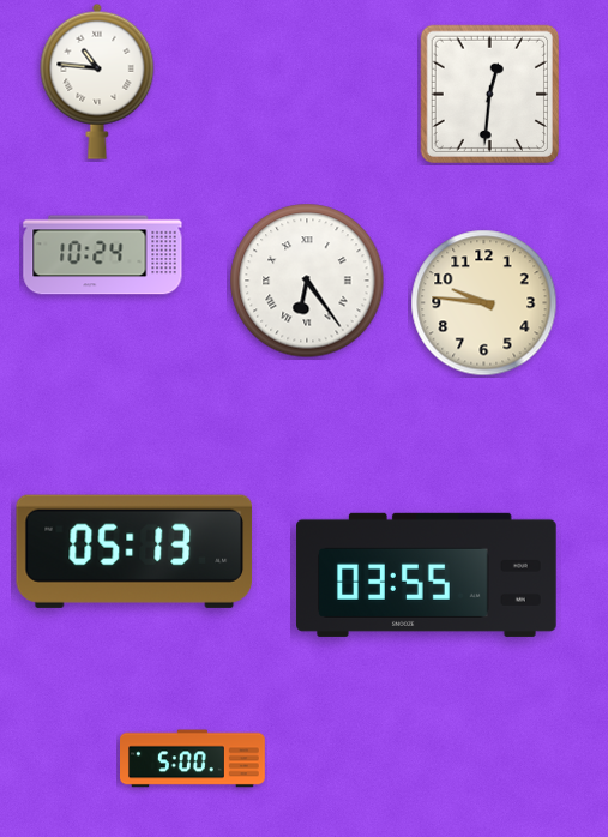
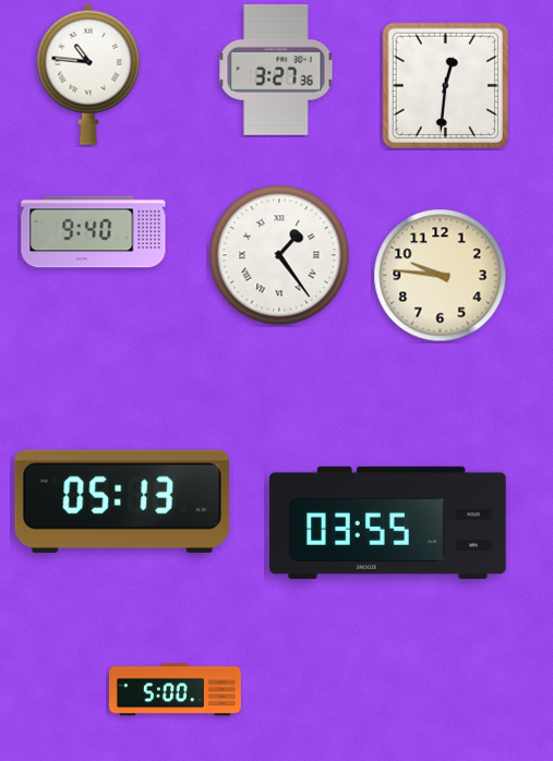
clock at (276, 70): none -> 3:27
clock at (103, 255): 10:24 -> 9:40
clock at (307, 281): 6:24 -> 1:24
